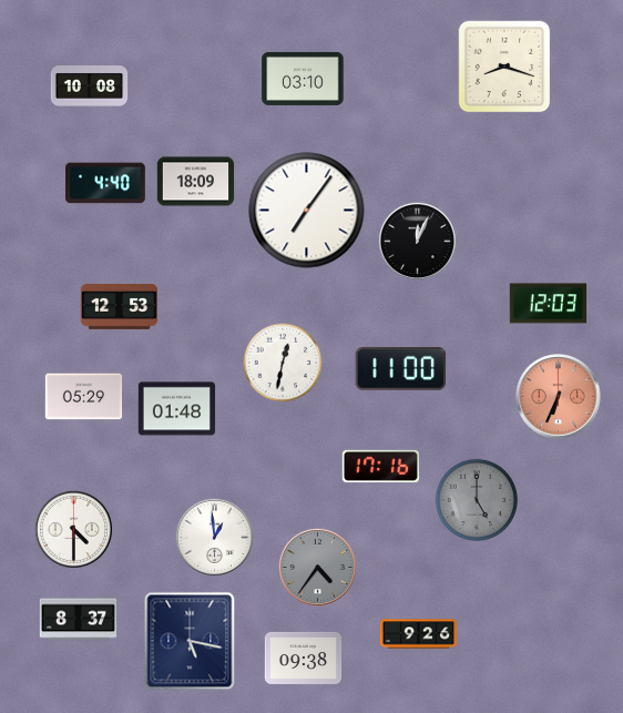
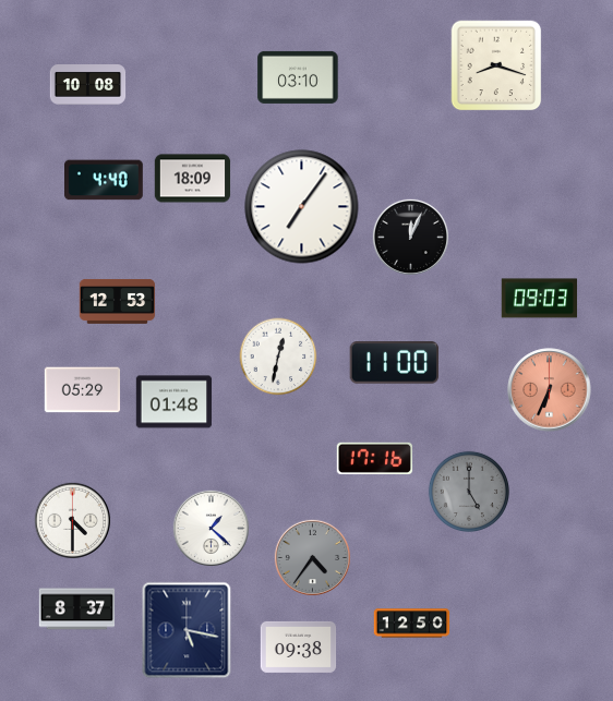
clock at (549, 304): 12:03 -> 09:03
clock at (214, 537): 12:59 -> 1:22
clock at (419, 634): 9:26 -> 12:50
